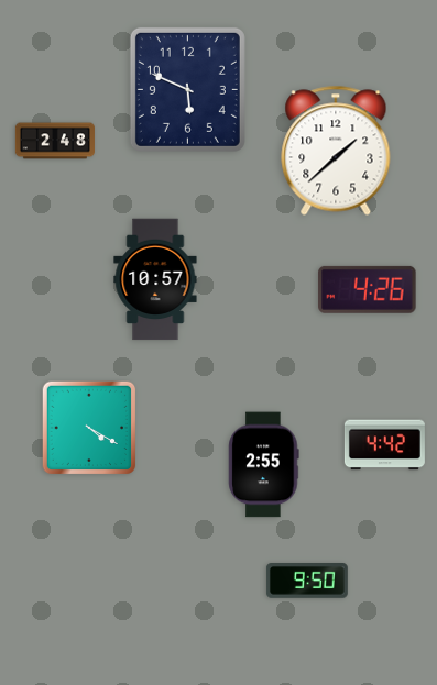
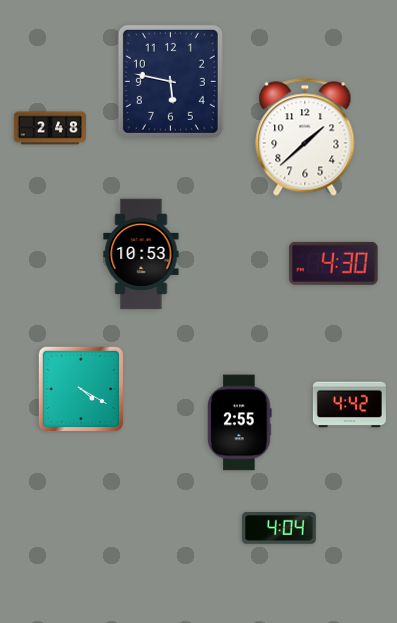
clock at (187, 89): 5:49 -> 5:47
clock at (155, 279): 10:57 -> 10:53
clock at (368, 289): 4:26 -> 4:30
clock at (307, 582): 9:50 -> 4:04
